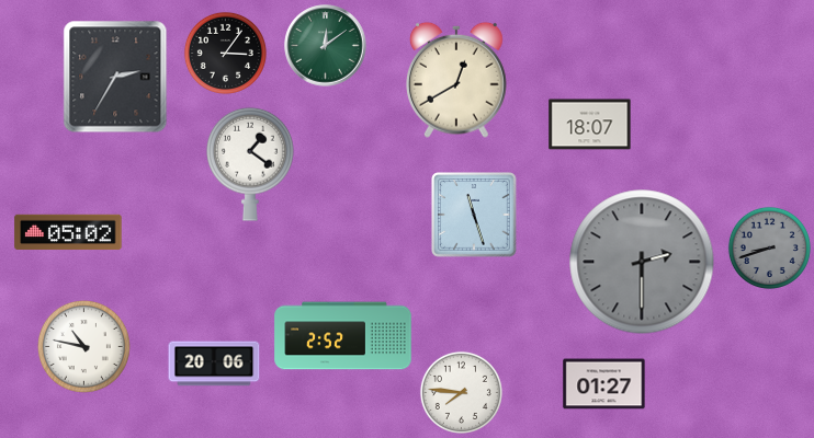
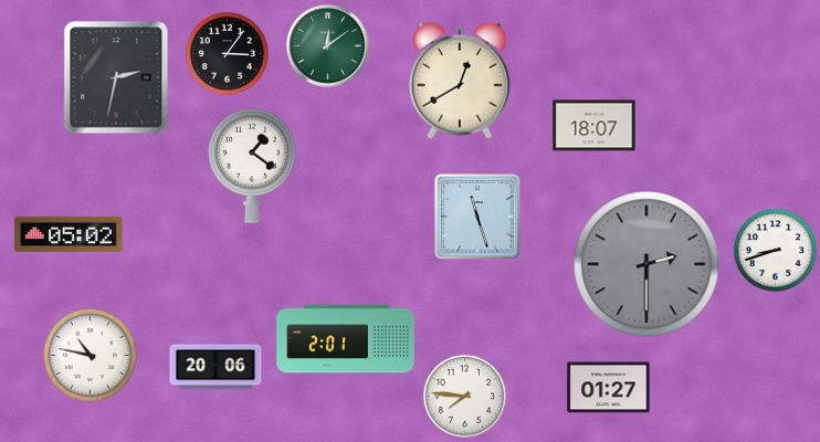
clock at (115, 77): 2:35 -> 2:32
clock at (769, 247) dial: grey -> white
clock at (343, 336): 2:52 -> 2:01
clock at (83, 346) position: (83, 346) -> (90, 355)
